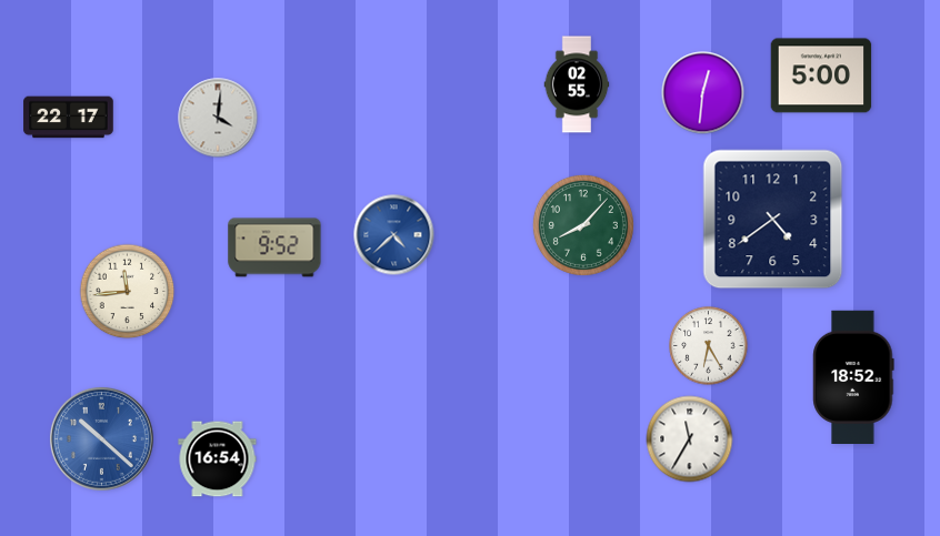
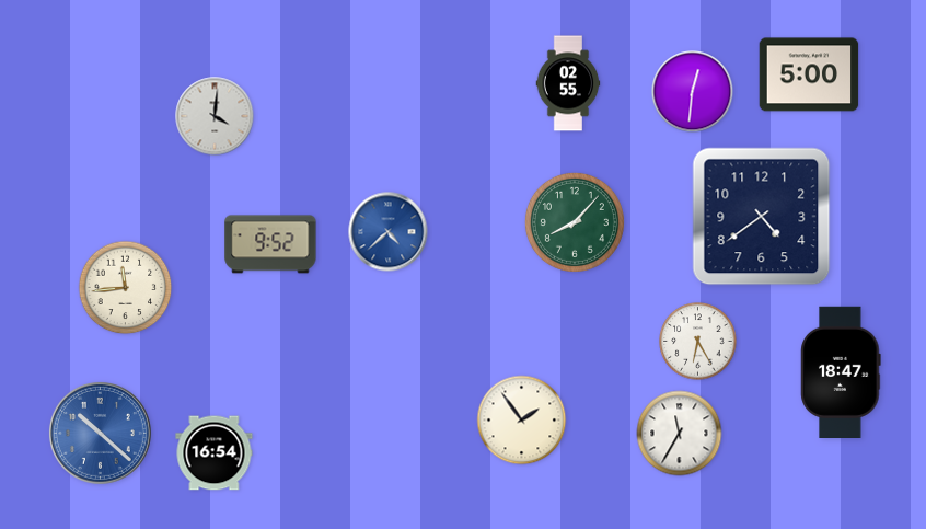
clock at (69, 118): 22:17 -> none
clock at (853, 376): 18:52 -> 18:47
clock at (522, 421): none -> 1:54
